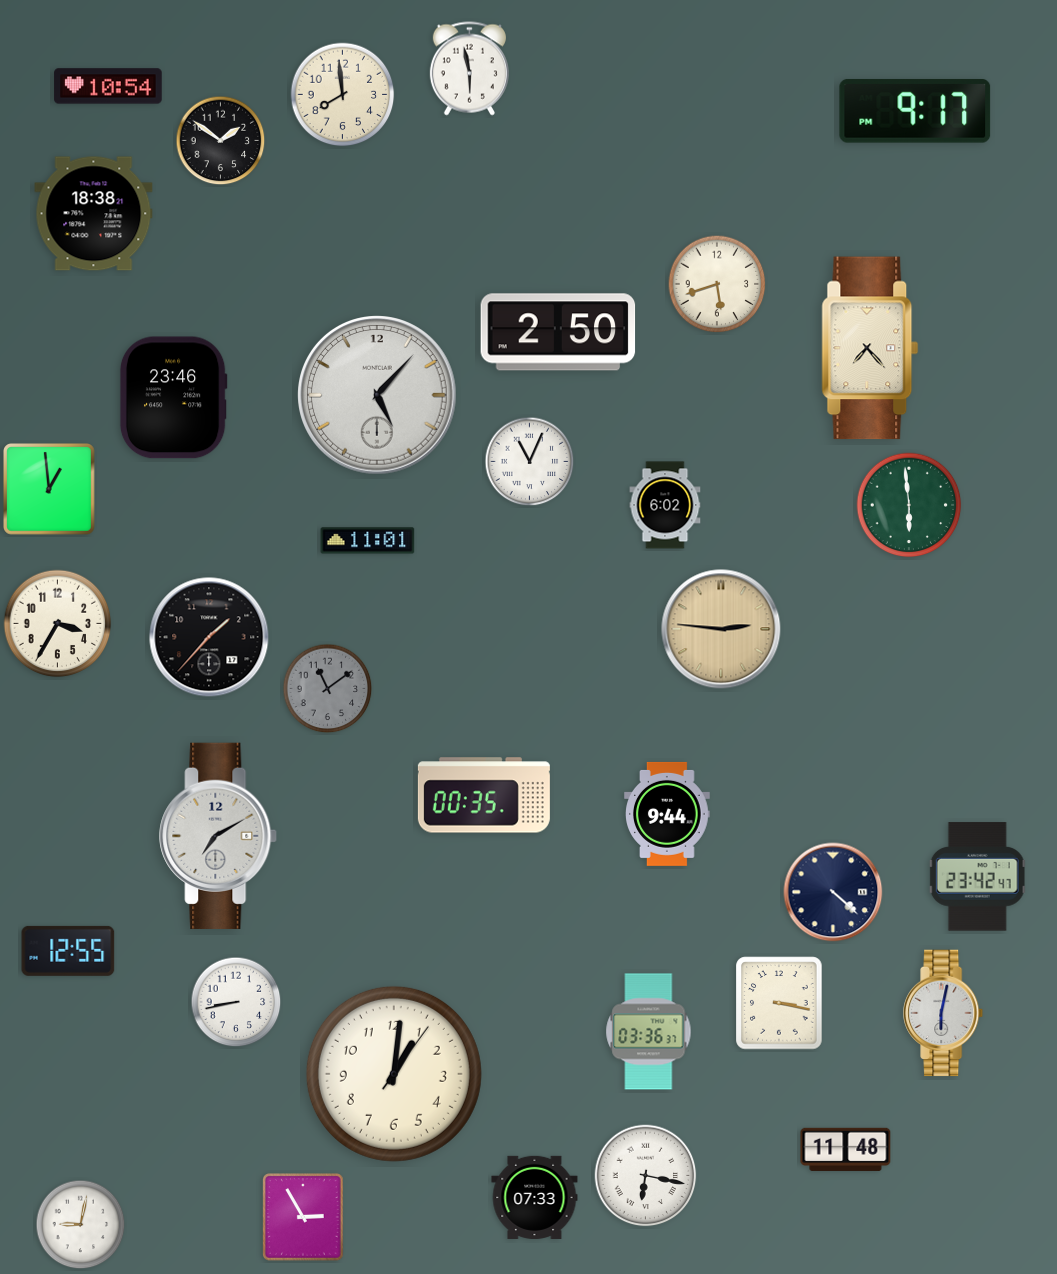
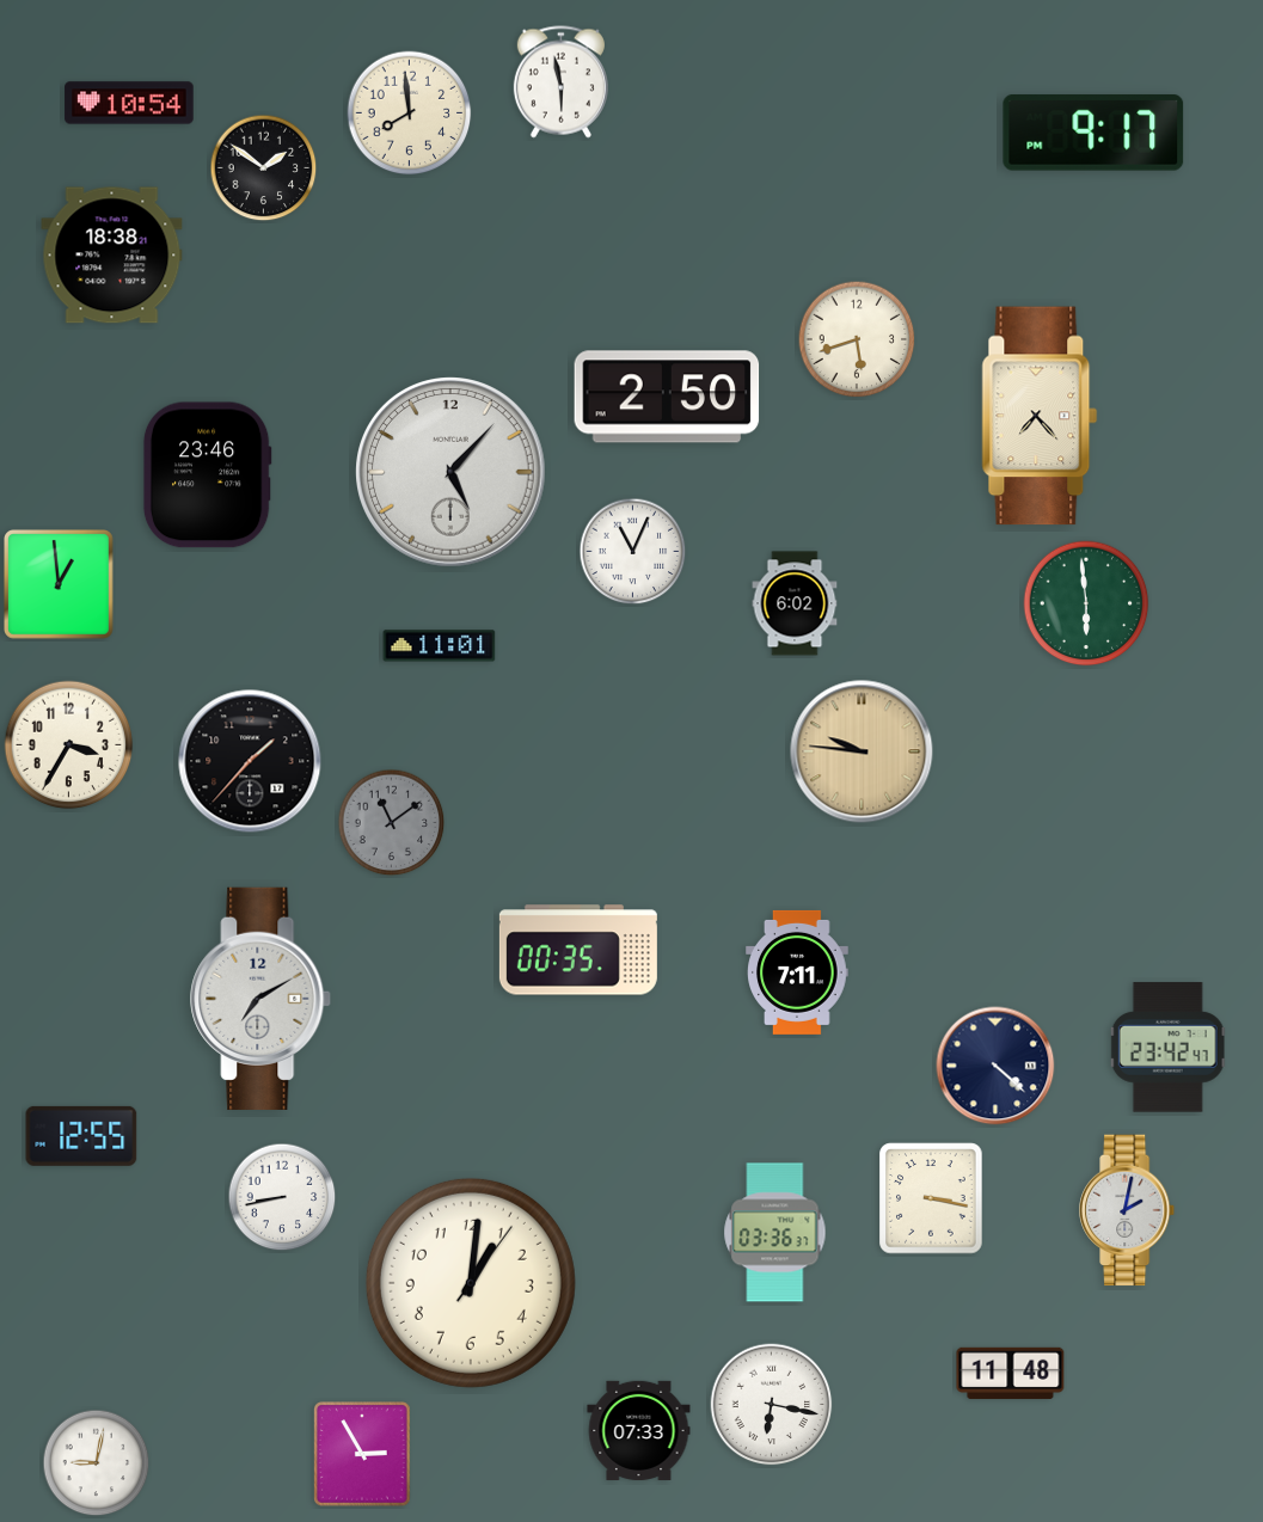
clock at (721, 629): 2:46 -> 9:46
clock at (668, 814): 9:44 -> 7:11
clock at (944, 1013): 6:02 -> 2:02
